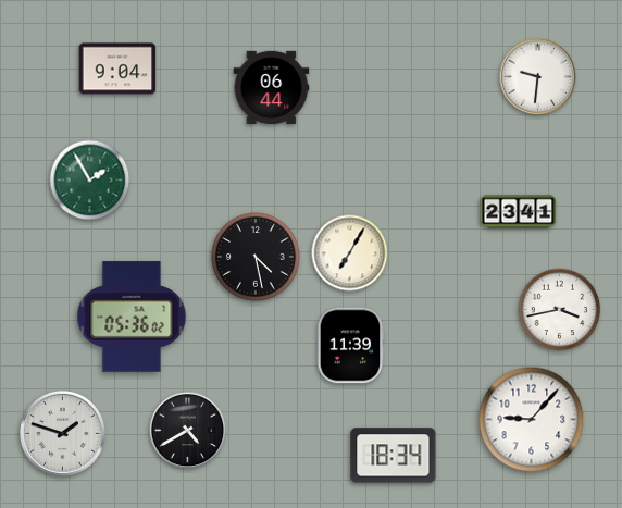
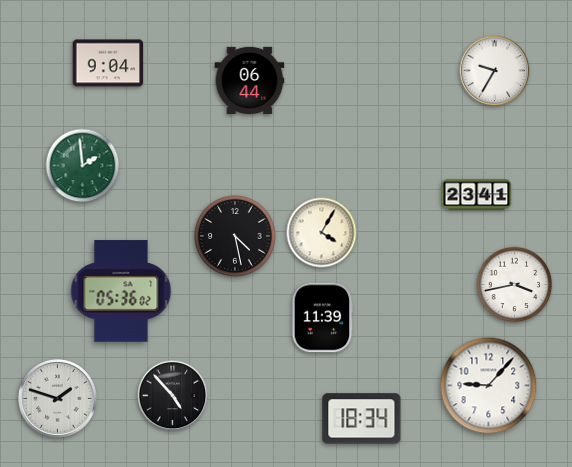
clock at (538, 77): 9:31 -> 9:35
clock at (90, 181): 1:55 -> 1:59
clock at (350, 253): 7:05 -> 4:05
clock at (188, 431): 4:40 -> 4:53
